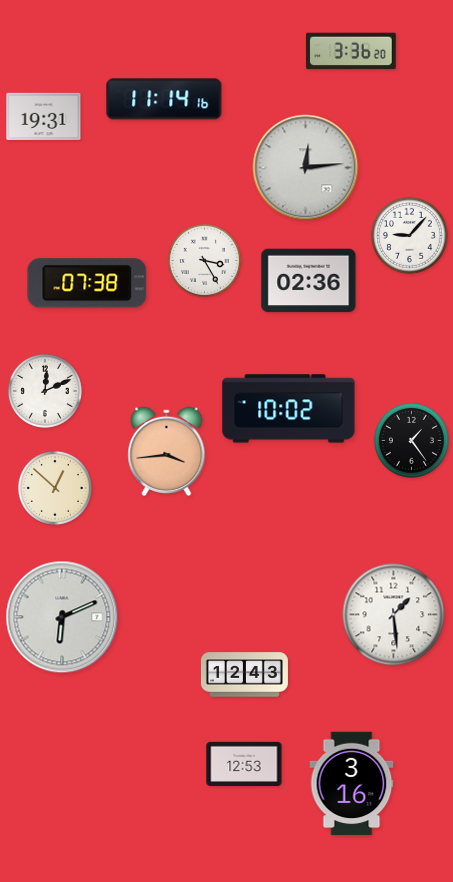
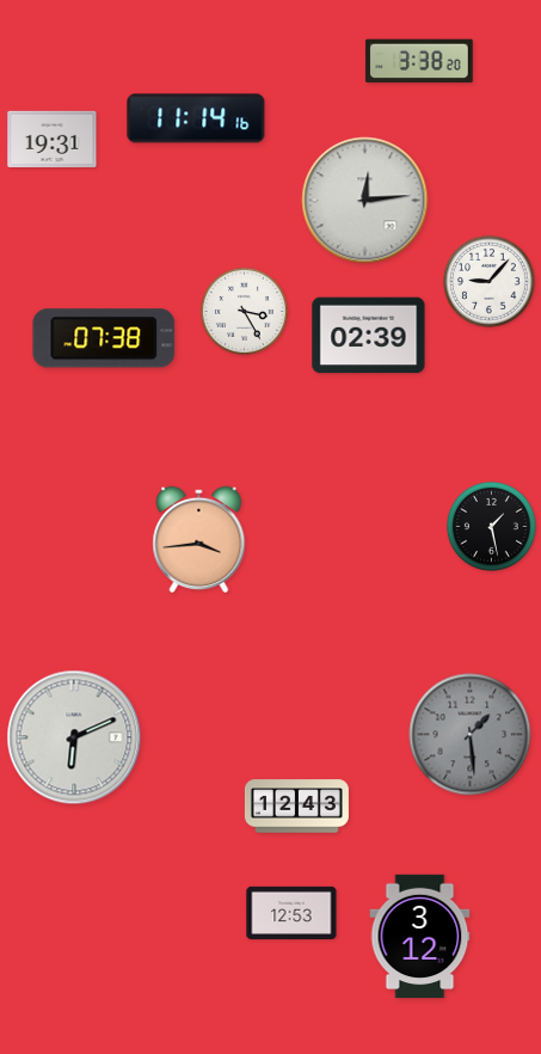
clock at (351, 51): 3:36 -> 3:38
clock at (309, 281): 02:36 -> 02:39
clock at (45, 391): 12:11 -> none
clock at (289, 409): 10:02 -> none
clock at (411, 440): 1:24 -> 1:28
clock at (55, 488): 12:52 -> none
clock at (394, 615) dial: white -> grey
clock at (244, 675) position: (244, 675) -> (296, 807)
clock at (352, 784): 3:16 -> 3:12
